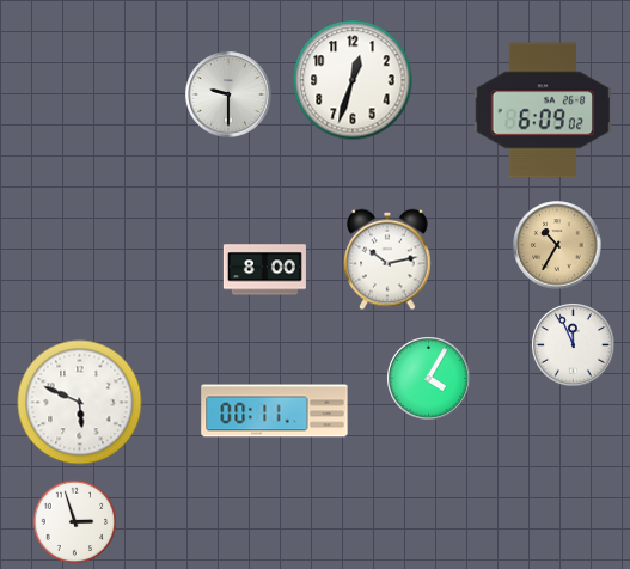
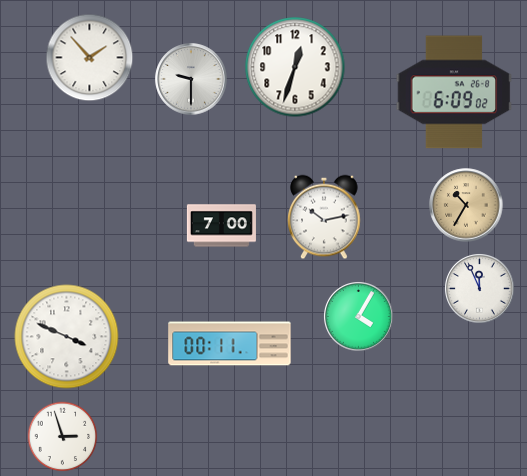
clock at (90, 58): none -> 1:53
clock at (264, 270): 8:00 -> 7:00
clock at (80, 403): 5:49 -> 3:49
